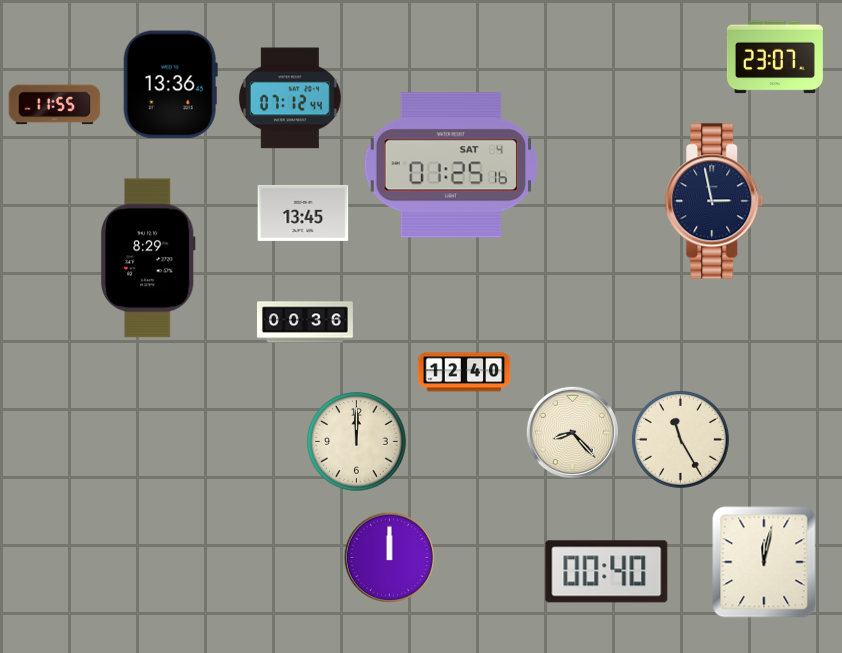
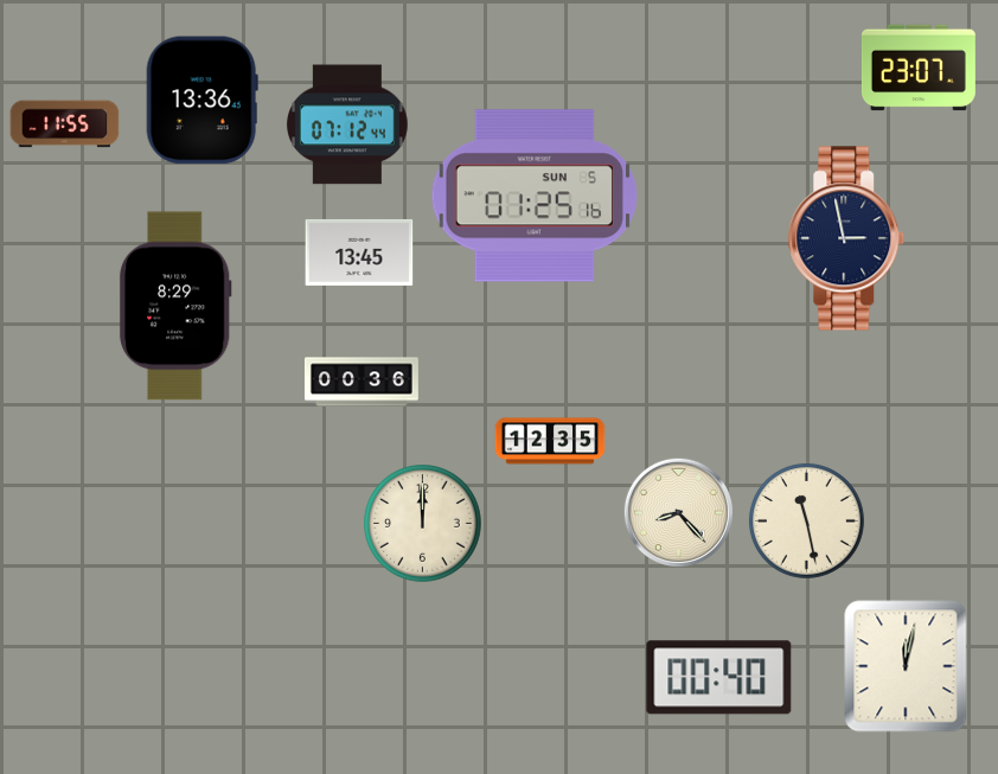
clock at (290, 98) position: (290, 98) -> (347, 124)
clock at (450, 165) date: SAT 4 -> SUN 5
clock at (464, 372): 12:40 -> 12:35
clock at (680, 439): 11:25 -> 11:28
clock at (390, 558): 12:00 -> none
